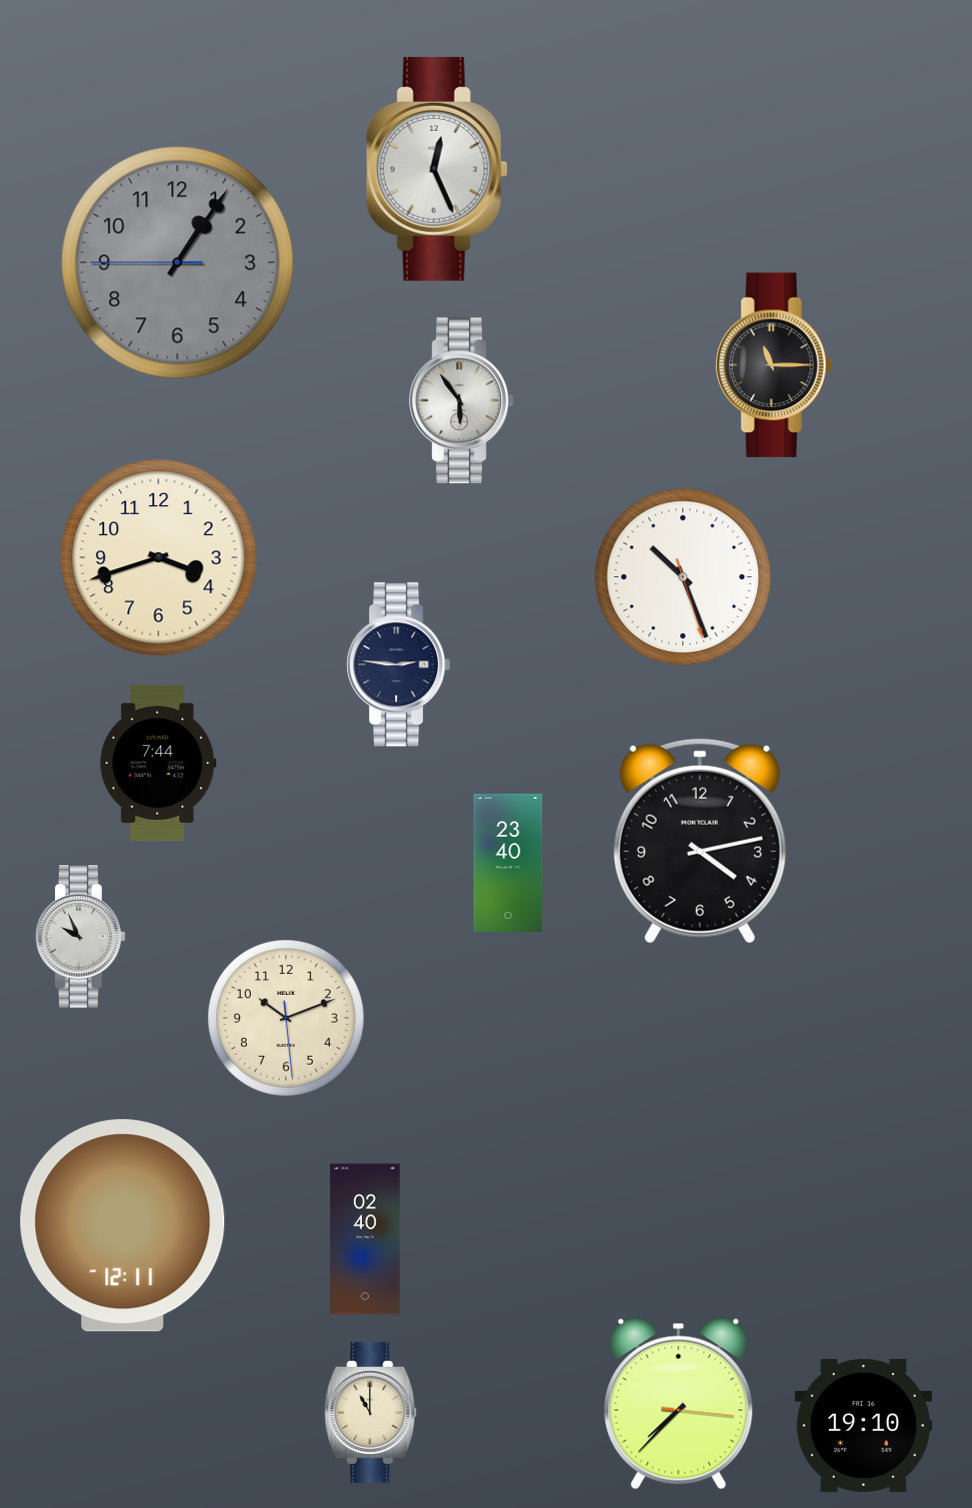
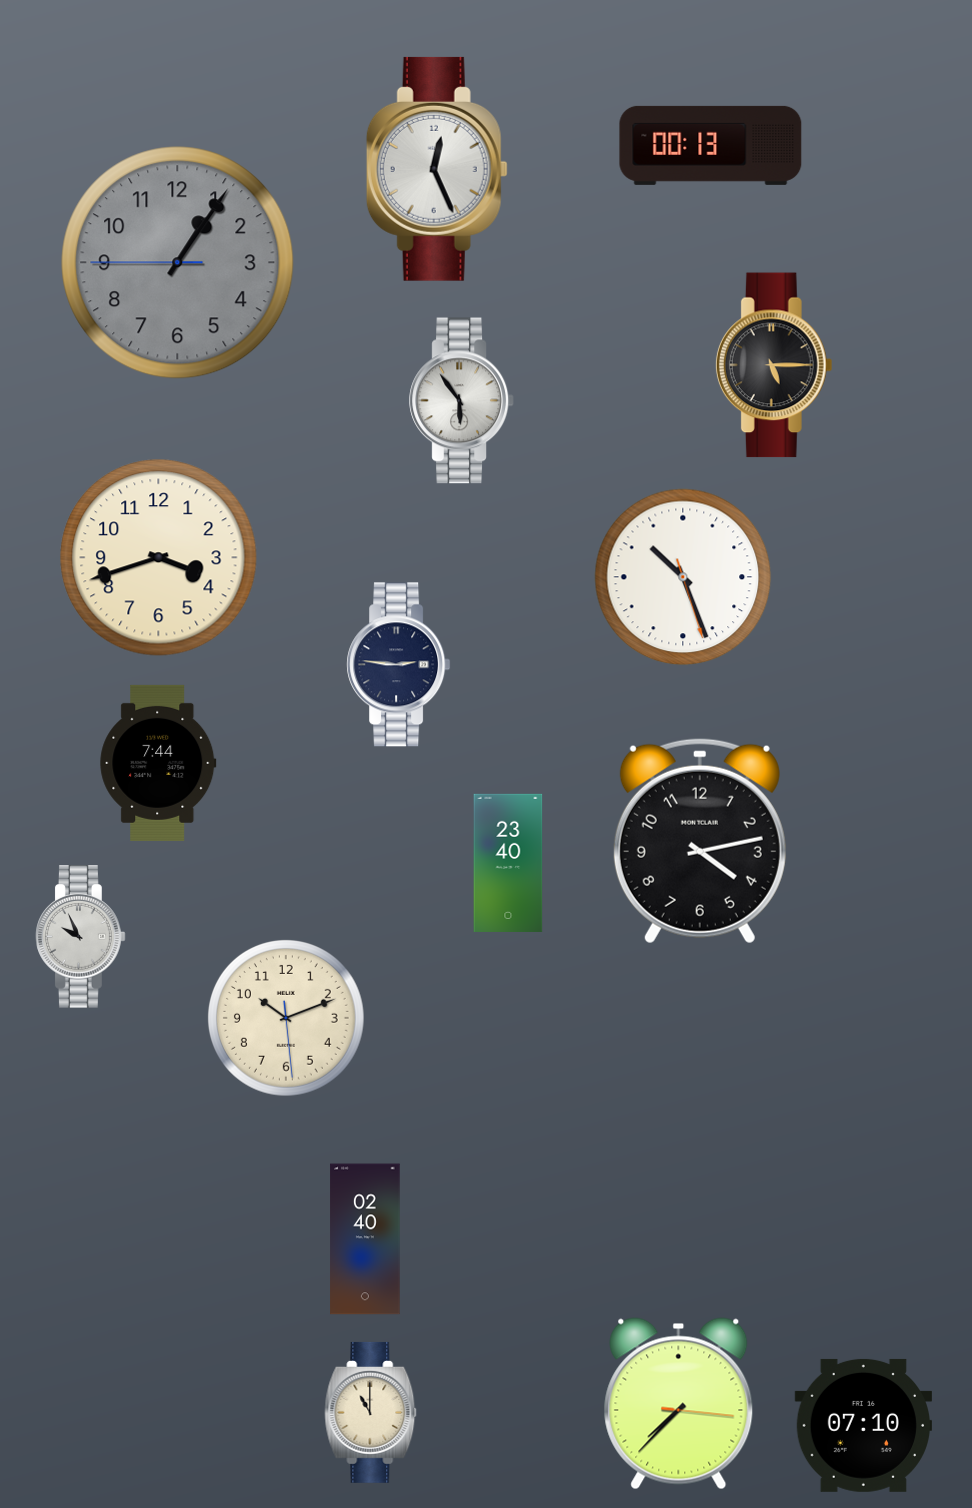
clock at (711, 145): none -> 00:13
clock at (774, 365): 11:15 -> 5:15
clock at (123, 1226): 12:11 -> none
clock at (863, 1425): 19:10 -> 07:10
